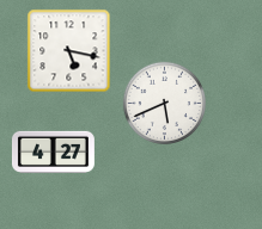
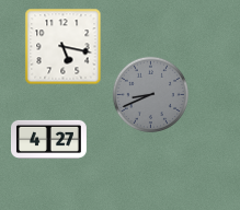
clock at (165, 104): 5:41 -> 8:41
clock at (165, 104) dial: white -> grey
